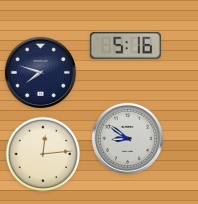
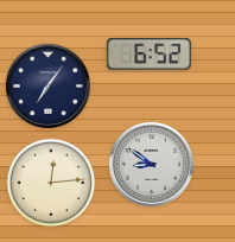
clock at (125, 46): 5:16 -> 6:52
clock at (40, 72): 7:48 -> 7:06
